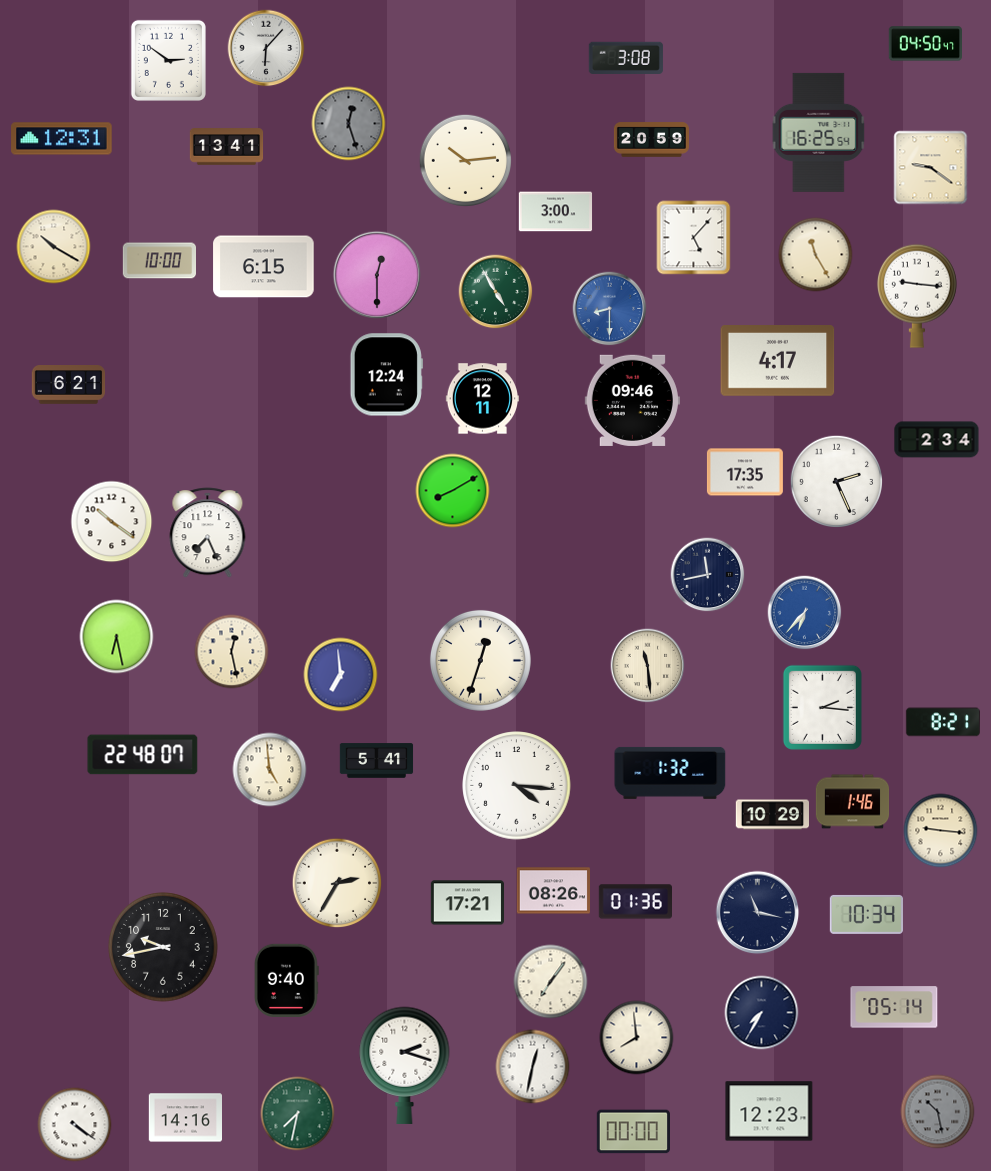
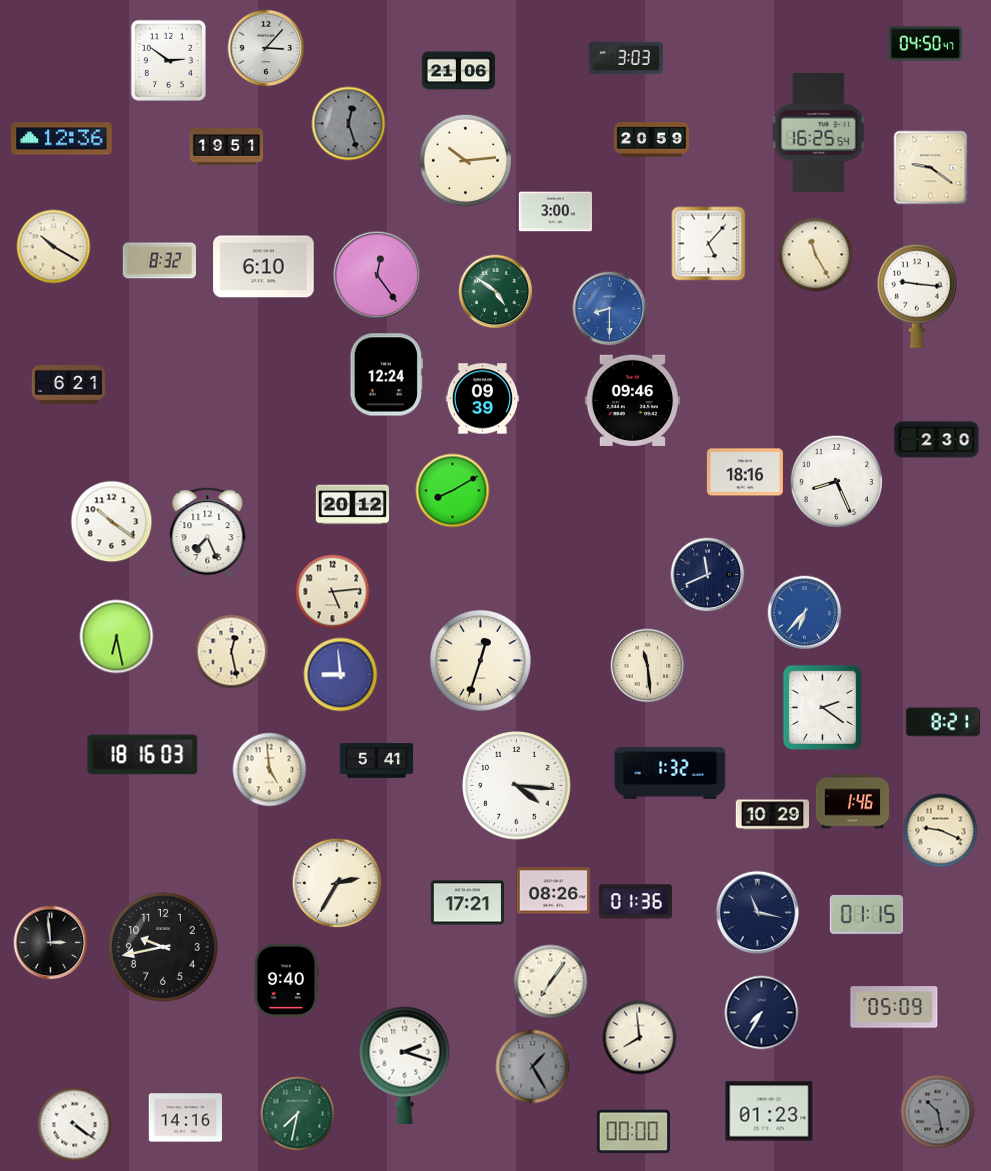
clock at (266, 48): 6:07 -> 3:07
clock at (626, 58): 3:08 -> 3:03
clock at (459, 71): none -> 21:06
clock at (62, 139): 12:31 -> 12:36
clock at (227, 147): 13:41 -> 19:51
clock at (694, 238) position: (694, 238) -> (709, 244)
clock at (160, 261): 10:00 -> 8:32
clock at (264, 267): 6:15 -> 6:10
clock at (377, 275): 12:30 -> 12:24
clock at (496, 292): 4:55 -> 4:51
clock at (778, 361): 4:17 -> none
clock at (482, 399): 12:11 -> 09:39
clock at (937, 440): 2:34 -> 2:30
clock at (745, 472): 17:35 -> 18:16
clock at (836, 481): 2:26 -> 8:26
clock at (353, 505): none -> 20:12
clock at (708, 575): 11:43 -> 11:41
clock at (333, 592): none -> 5:14
clock at (341, 675): 6:59 -> 8:59
clock at (822, 707): 2:16 -> 2:21
clock at (143, 755): 22:48 -> 18:16
clock at (941, 831): 9:16 -> 9:19
clock at (866, 914): 10:34 -> 01:15
clock at (51, 943): none -> 2:59
clock at (894, 1007): 05:14 -> 05:09
clock at (637, 1038) position: (637, 1038) -> (640, 1038)
clock at (533, 1067): 12:32 -> 1:25
clock at (533, 1067) dial: white -> grey
clock at (769, 1111): 12:23 -> 01:23
